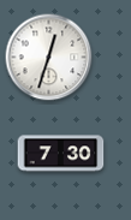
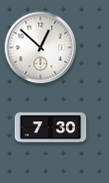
clock at (49, 58): 12:33 -> 12:52
